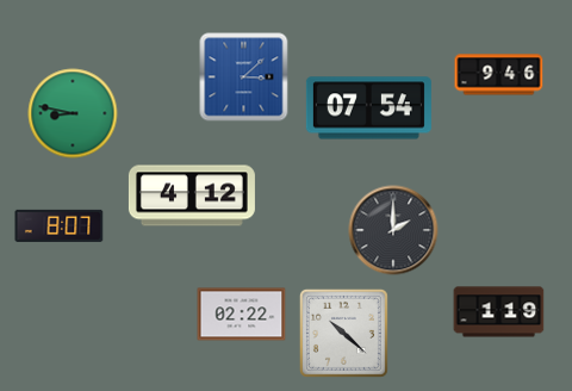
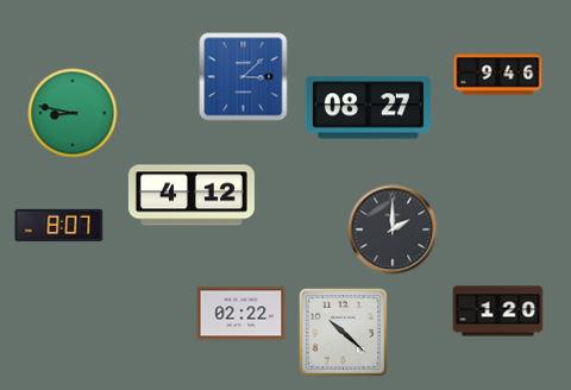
clock at (368, 108): 07:54 -> 08:27
clock at (499, 312): 1:19 -> 1:20
